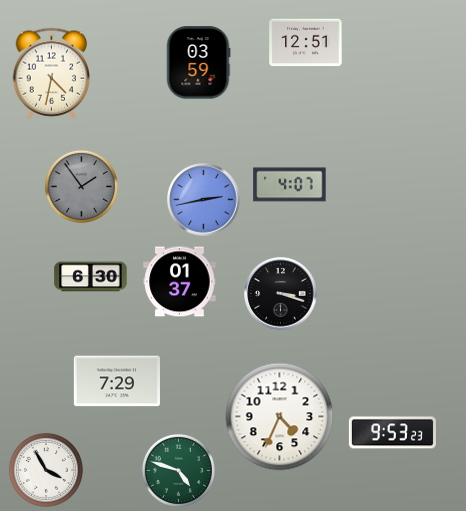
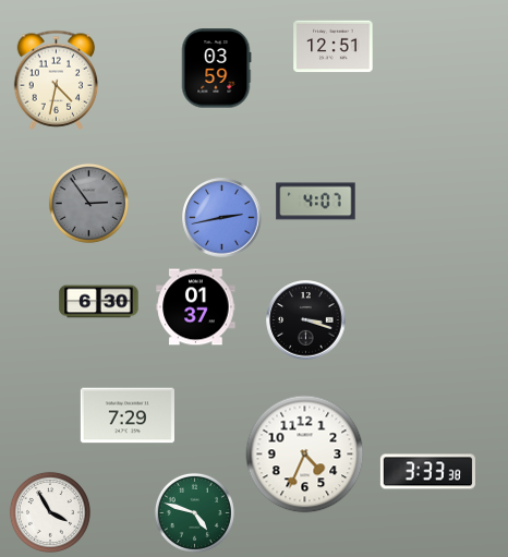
clock at (81, 186): 1:54 -> 2:54
clock at (392, 433): 9:53 -> 3:33
